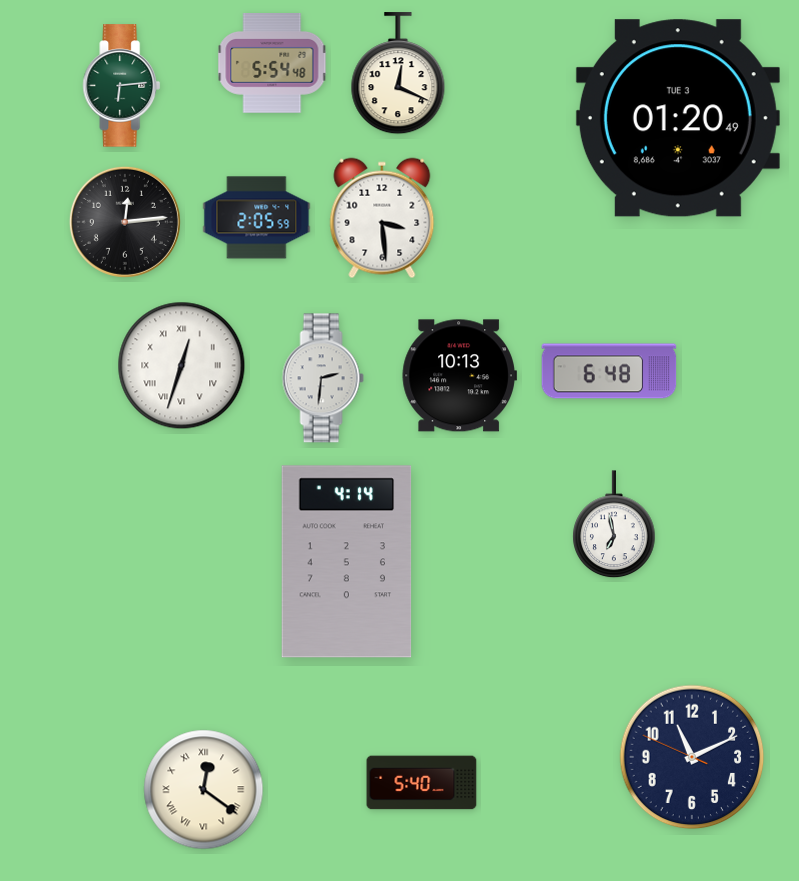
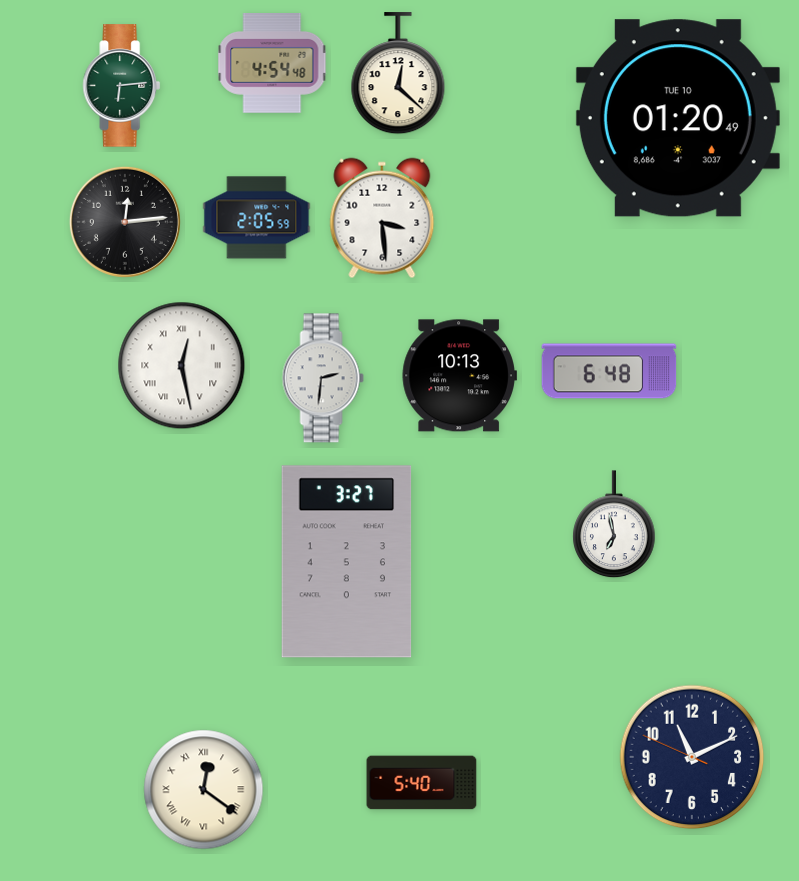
clock at (272, 64): 5:54 -> 4:54
clock at (398, 74): 12:19 -> 12:22
clock at (678, 118) date: TUE 3 -> TUE 10
clock at (182, 366): 12:33 -> 12:28
clock at (347, 562): 4:14 -> 3:27
